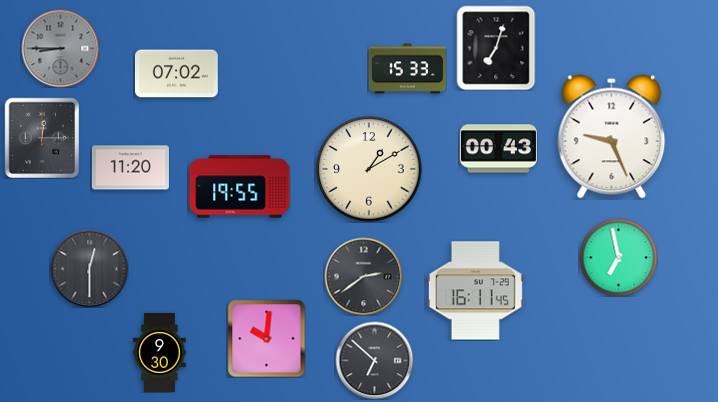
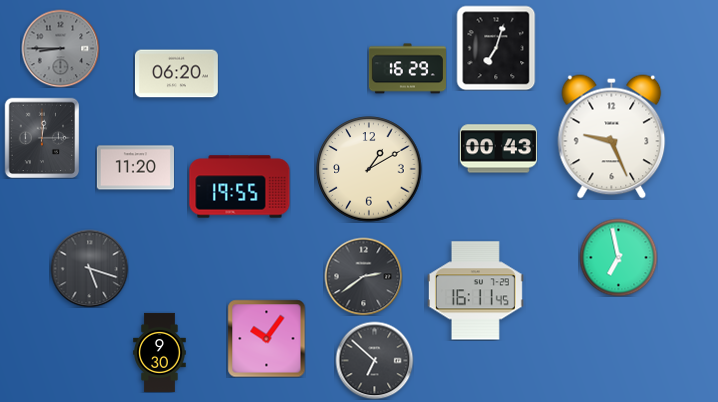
clock at (407, 69): 15:33 -> 16:29
clock at (176, 74): 07:02 -> 06:20
clock at (130, 168) position: (130, 168) -> (135, 168)
clock at (89, 268): 12:30 -> 5:18
clock at (266, 338): 10:01 -> 10:06
